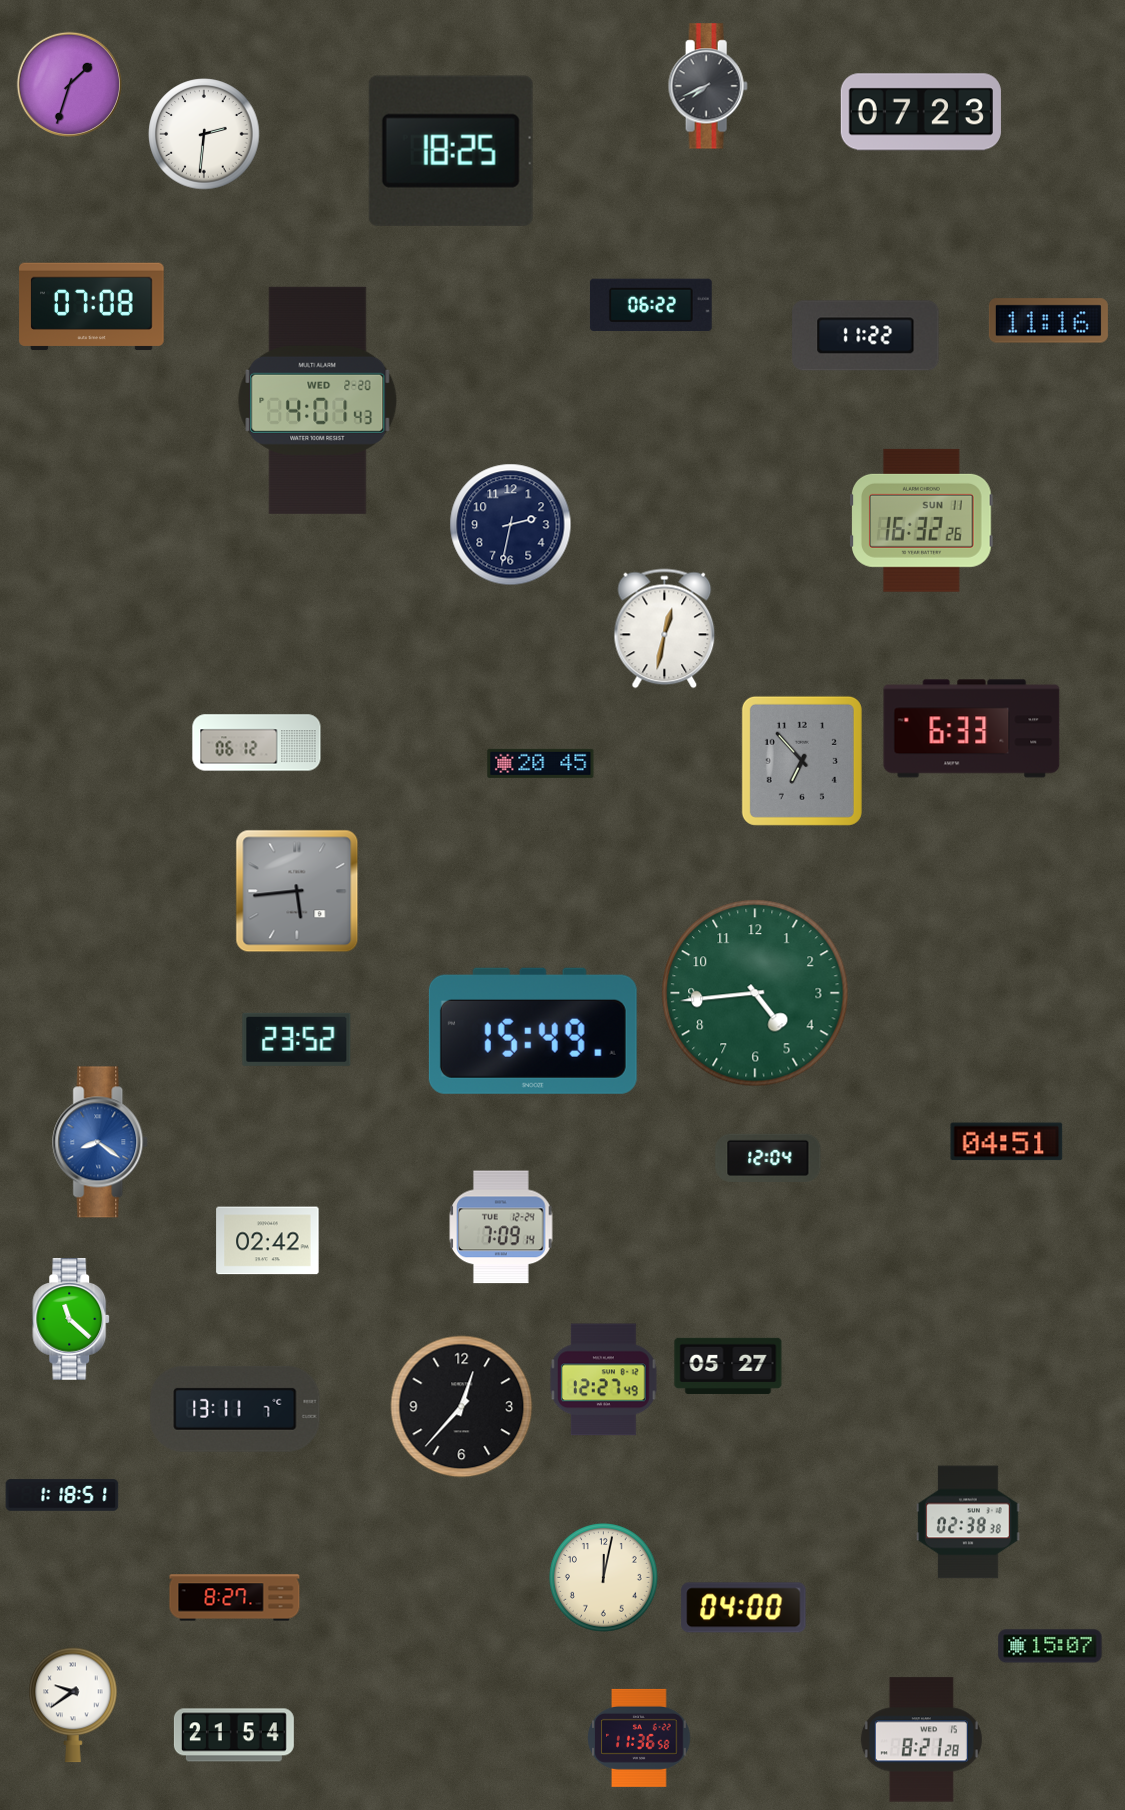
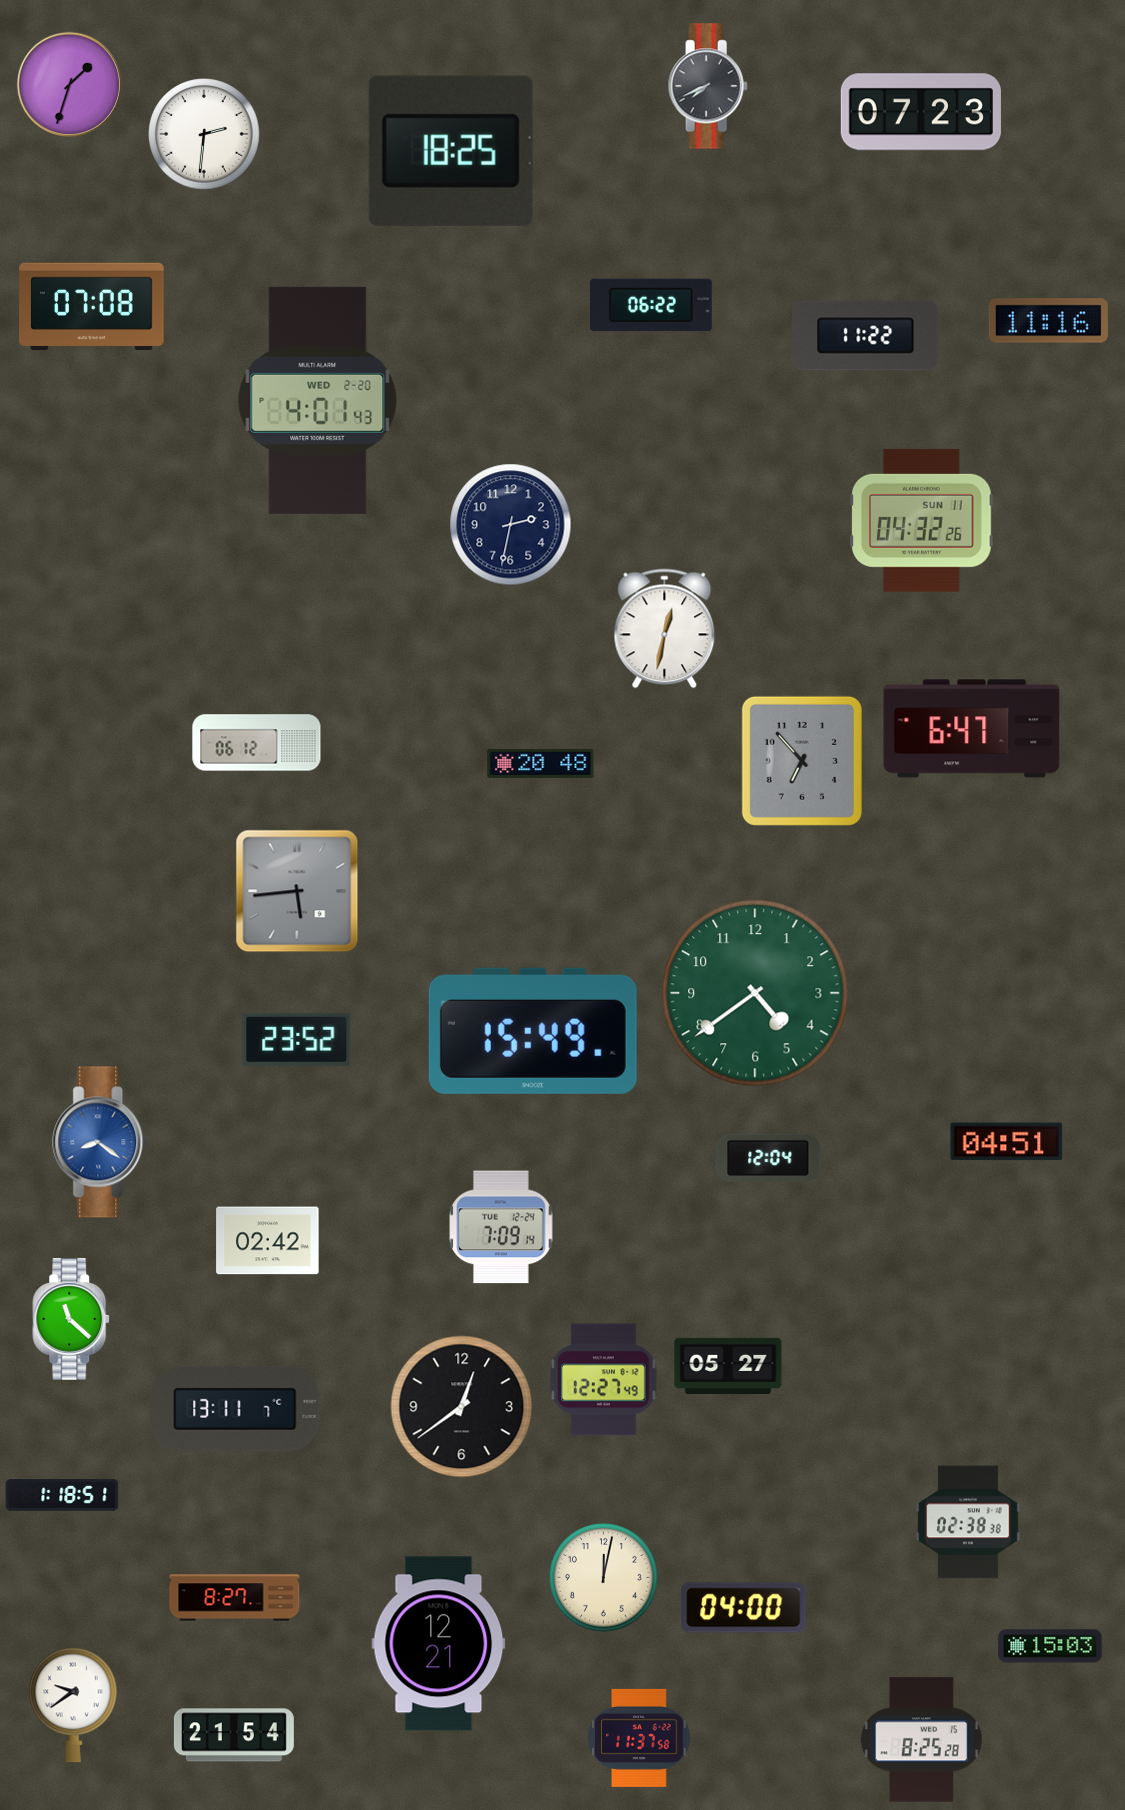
clock at (922, 520): 16:32 -> 04:32
clock at (972, 729): 6:33 -> 6:47
clock at (541, 763): 20:45 -> 20:48
clock at (755, 993): 4:44 -> 4:39
clock at (462, 1407): 12:37 -> 12:39
clock at (439, 1644): none -> 12:21
clock at (1050, 1646): 15:07 -> 15:03
clock at (639, 1738): 11:36 -> 11:37
clock at (921, 1740): 8:21 -> 8:25
